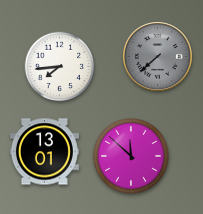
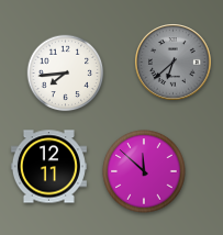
clock at (158, 57): 7:38 -> 6:38
clock at (44, 152): 13:01 -> 12:11
